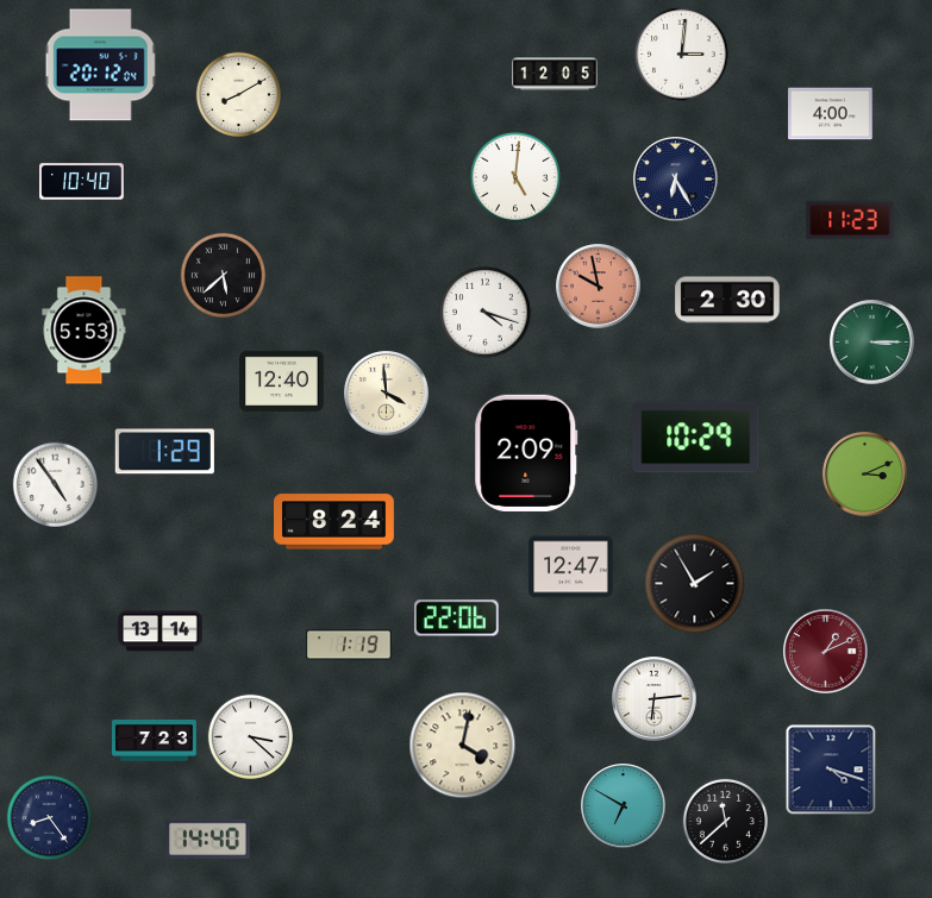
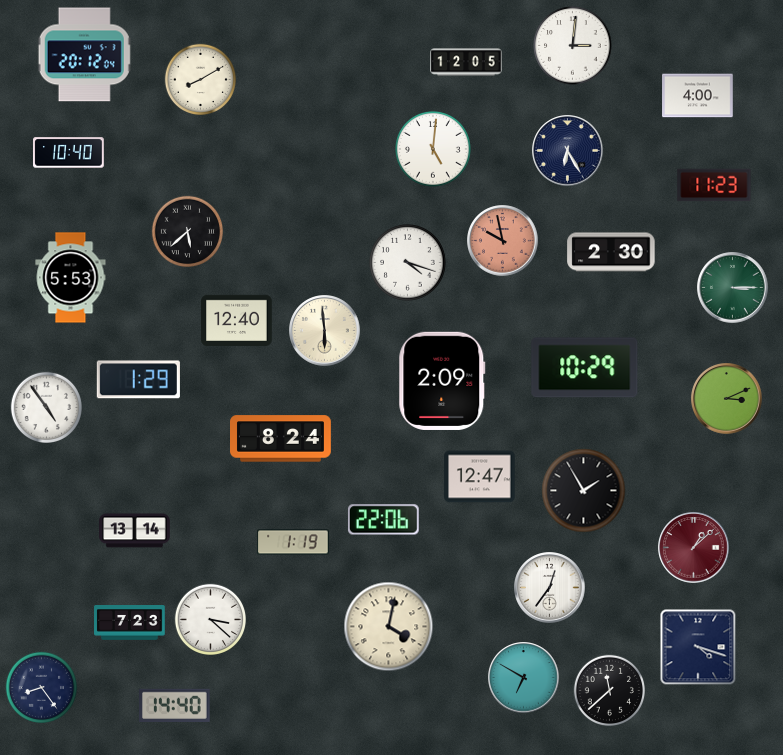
clock at (387, 394): 3:59 -> 5:59
clock at (826, 652): 1:11 -> 1:08
clock at (655, 699): 6:14 -> 12:36
